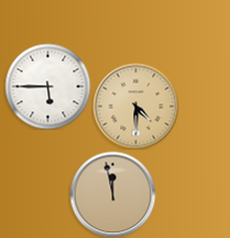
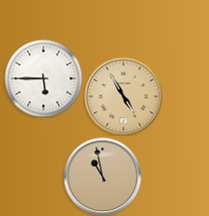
clock at (135, 106): 4:30 -> 4:55
clock at (112, 194): 11:58 -> 10:58
